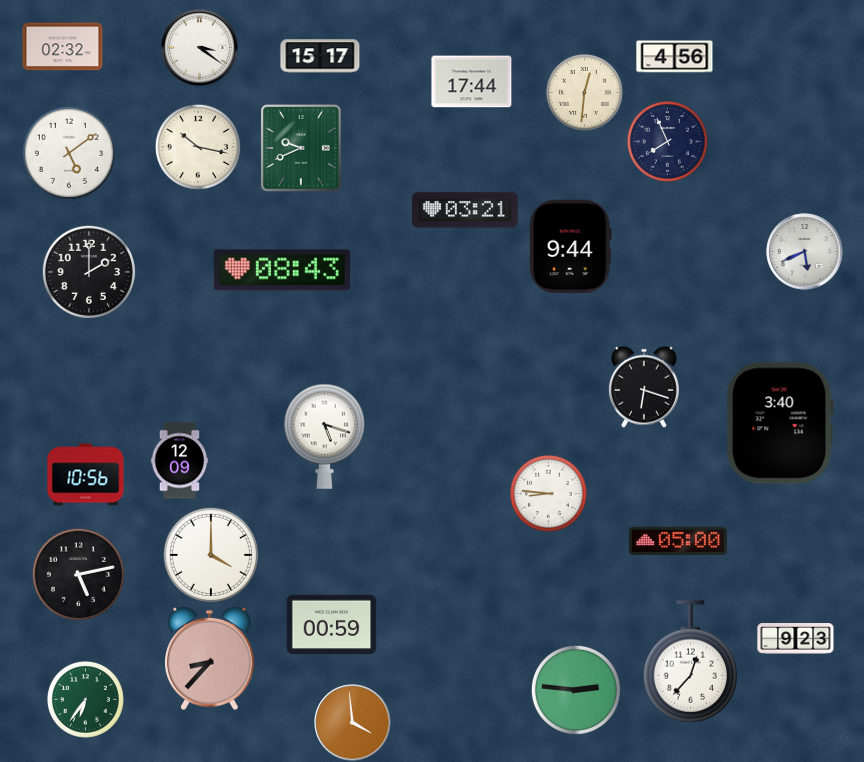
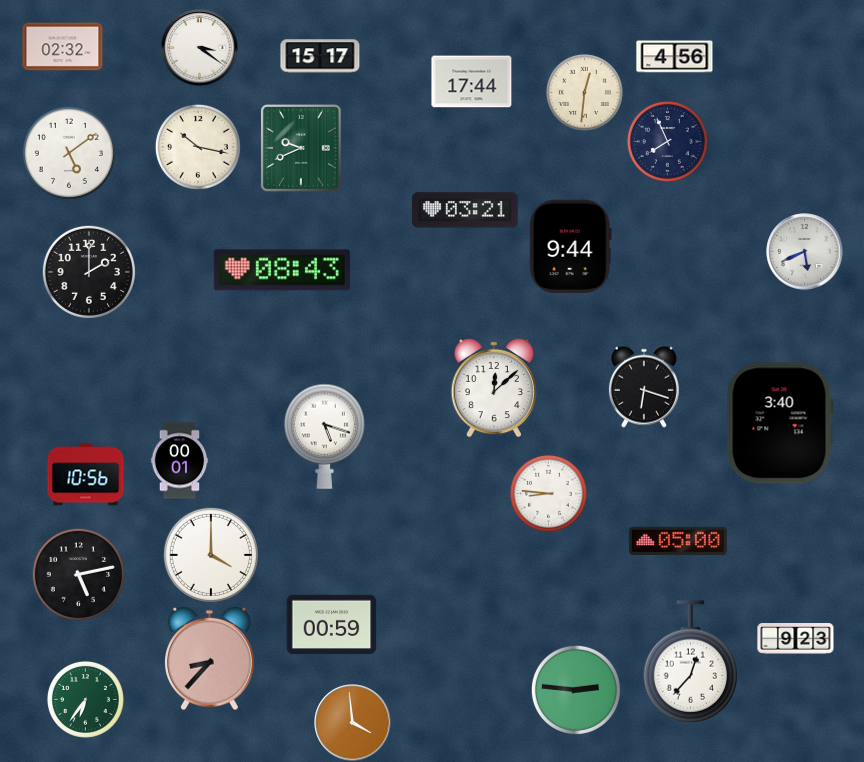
clock at (493, 388): none -> 12:08
clock at (180, 461): 12:09 -> 00:01
